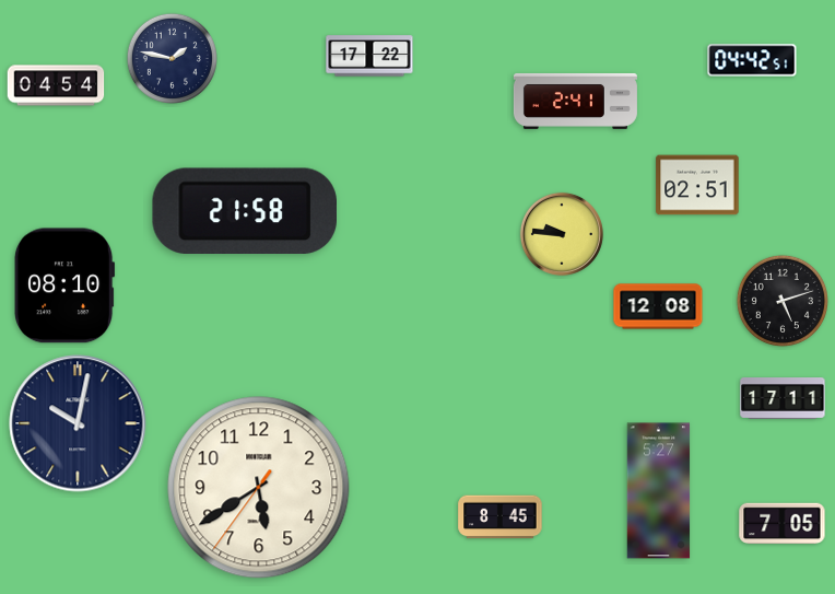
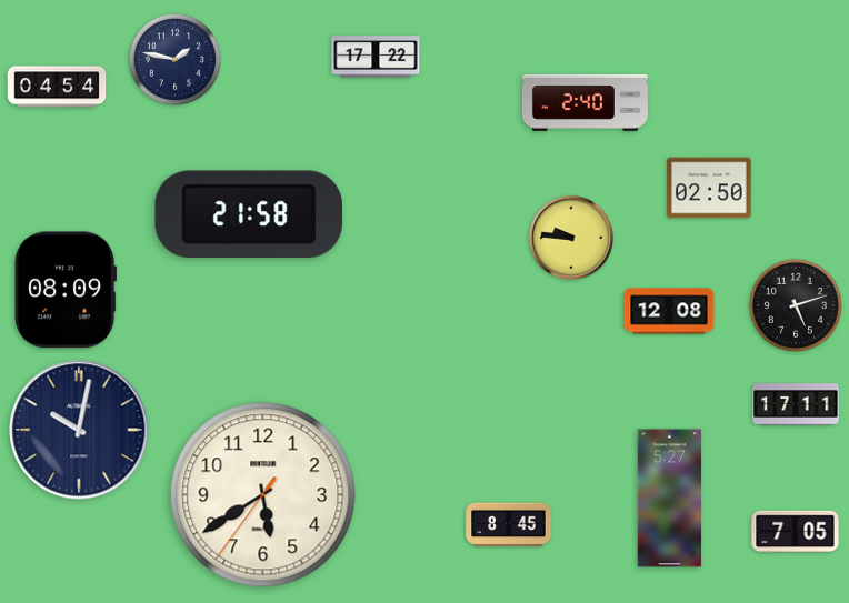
clock at (752, 60): 04:42 -> none
clock at (575, 101): 2:41 -> 2:40
clock at (697, 185): 02:51 -> 02:50
clock at (64, 286): 08:10 -> 08:09
